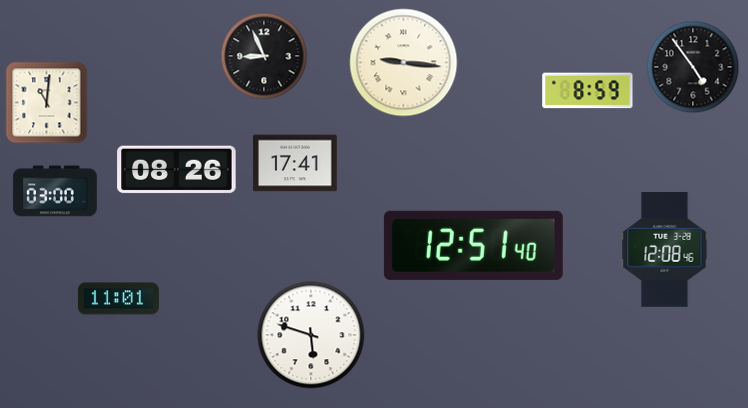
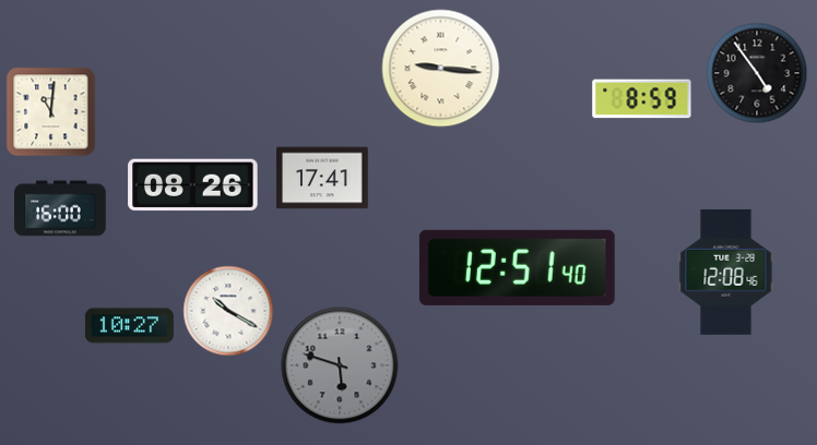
clock at (264, 56): 8:56 -> none
clock at (55, 191): 03:00 -> 16:00
clock at (228, 311): none -> 10:20
clock at (118, 299): 11:01 -> 10:27
clock at (311, 335) dial: white -> grey
